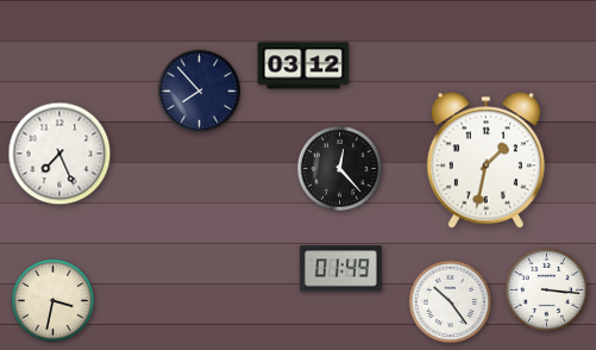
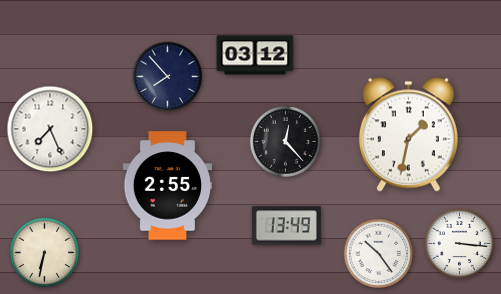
clock at (168, 186): none -> 2:55
clock at (340, 269): 01:49 -> 13:49
clock at (54, 301): 3:32 -> 6:32
